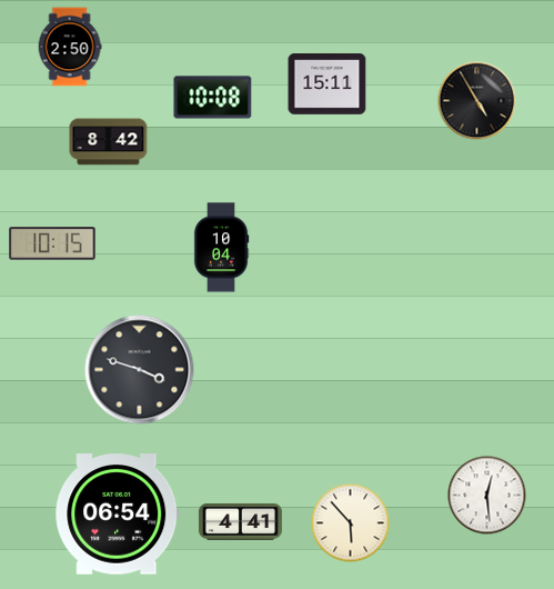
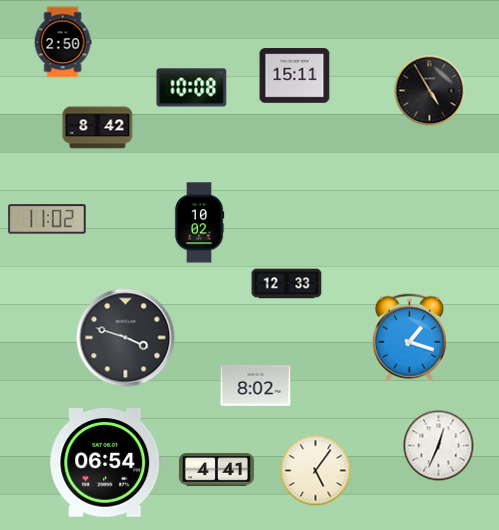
clock at (52, 243): 10:15 -> 11:02
clock at (221, 248): 10:04 -> 10:02
clock at (287, 284): none -> 12:33
clock at (140, 370) position: (140, 370) -> (126, 338)
clock at (409, 338): none -> 1:18
clock at (256, 386): none -> 8:02
clock at (487, 496): 12:29 -> 12:34
clock at (351, 523): 5:53 -> 5:06
